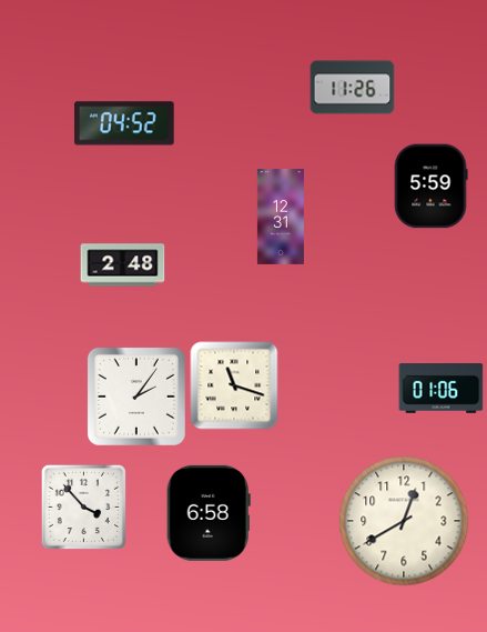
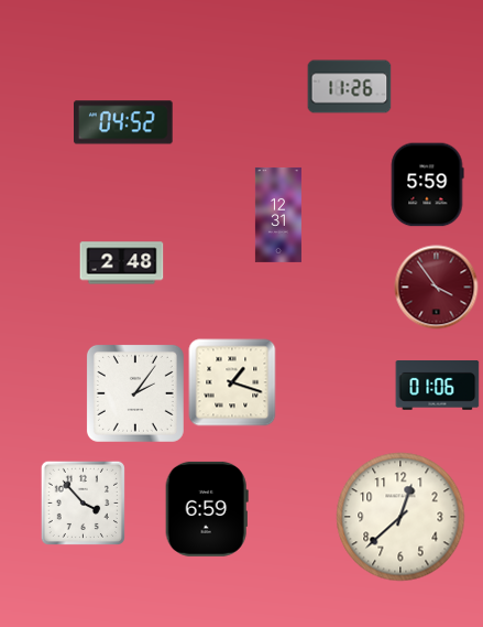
clock at (437, 288): none -> 3:54
clock at (234, 385): 11:18 -> 1:18
clock at (209, 513): 6:58 -> 6:59
clock at (404, 521): 12:40 -> 12:38
